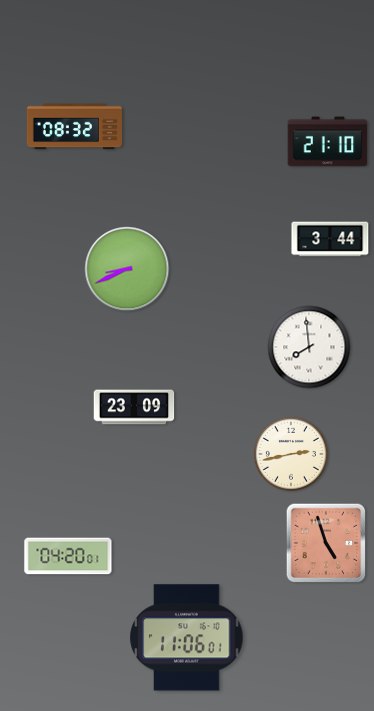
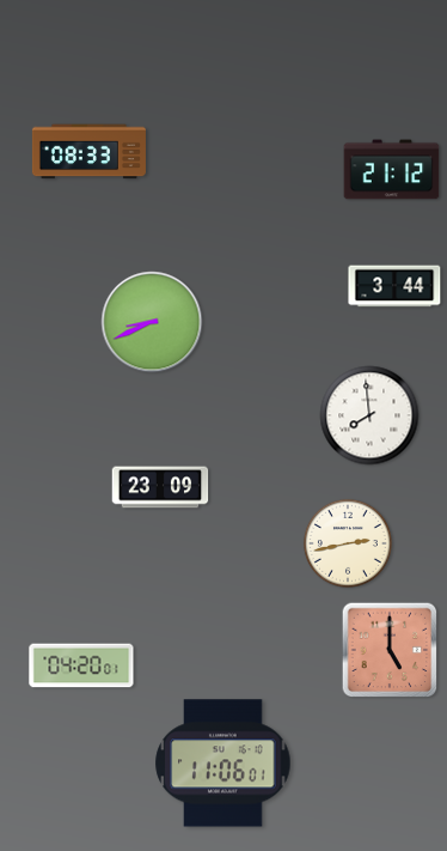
clock at (74, 127): 08:32 -> 08:33
clock at (328, 142): 21:10 -> 21:12
clock at (326, 543): 4:57 -> 5:00
